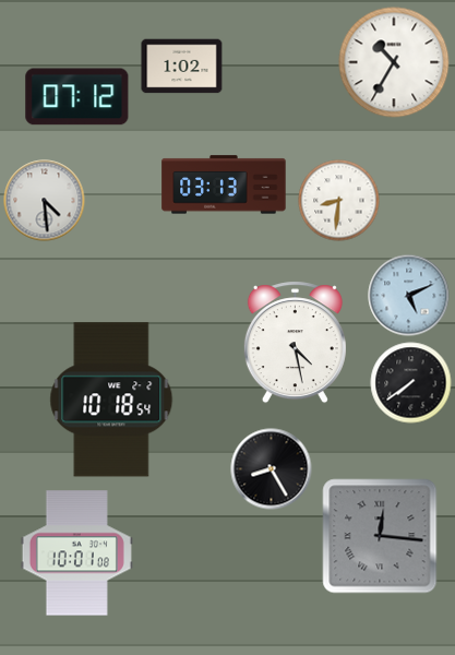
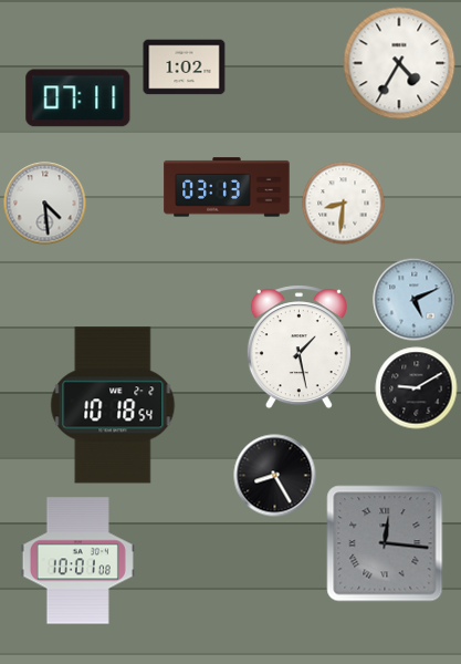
clock at (394, 62): 10:35 -> 4:35
clock at (77, 97): 07:12 -> 07:11
clock at (295, 343): 4:28 -> 1:28
clock at (411, 383): 7:39 -> 9:10
